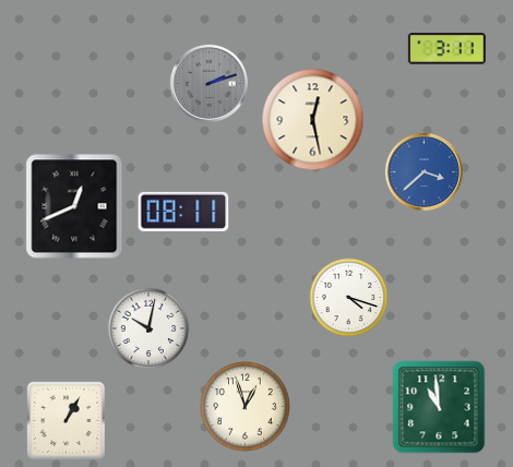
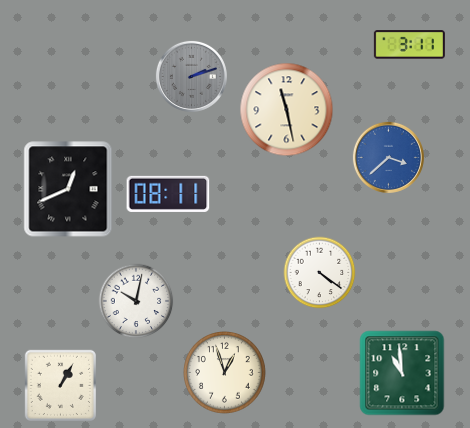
clock at (313, 120): 12:28 -> 11:28
clock at (349, 298): 4:18 -> 4:21
